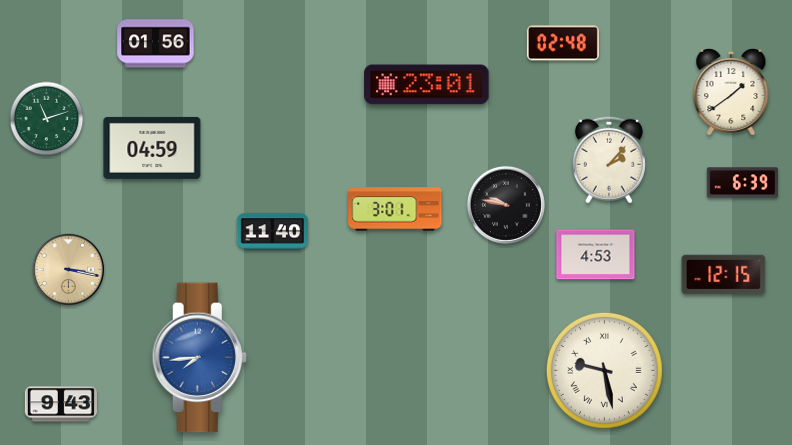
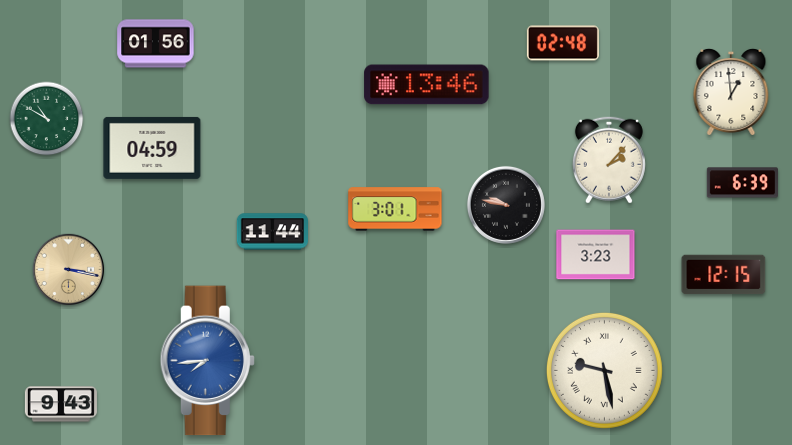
clock at (427, 85): 23:01 -> 13:46
clock at (731, 92): 1:39 -> 12:59
clock at (47, 119): 11:12 -> 10:50
clock at (272, 232): 11:40 -> 11:44
clock at (596, 255): 4:53 -> 3:23
clock at (199, 358) position: (199, 358) -> (207, 361)
